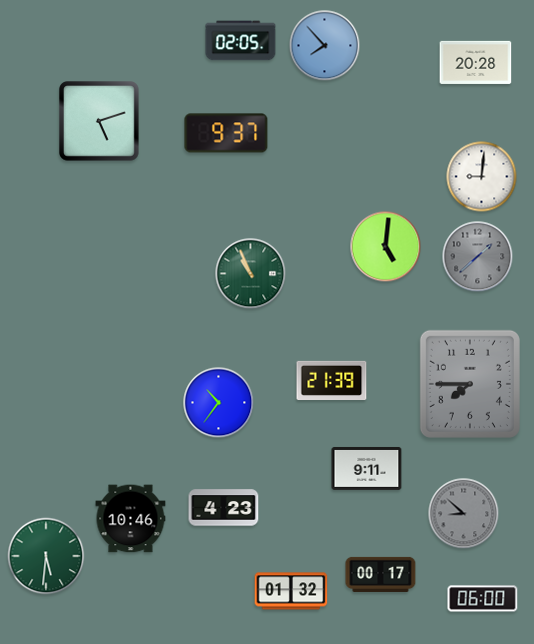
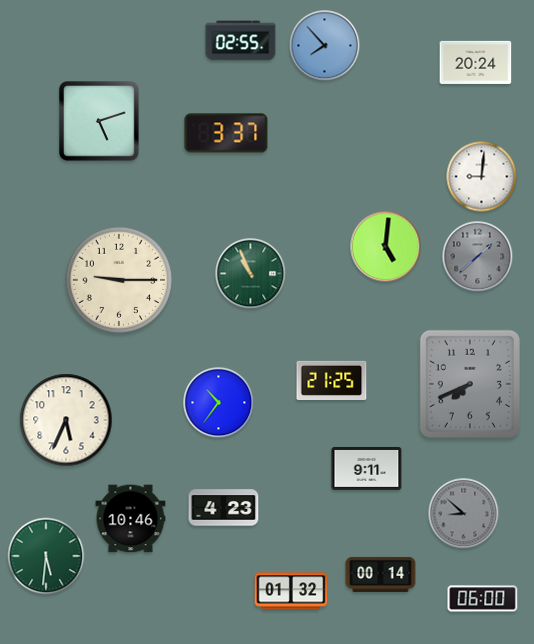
clock at (241, 41): 02:05 -> 02:55
clock at (476, 62): 20:28 -> 20:24
clock at (226, 133): 9:37 -> 3:37
clock at (118, 279): none -> 9:15
clock at (332, 380): 21:39 -> 21:25
clock at (470, 384): 7:45 -> 7:41
clock at (66, 420): none -> 5:34
clock at (381, 574): 00:17 -> 00:14
